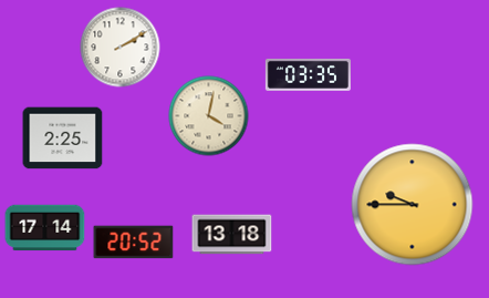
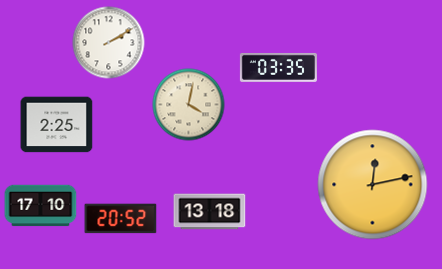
clock at (413, 205): 9:45 -> 12:13
clock at (45, 228): 17:14 -> 17:10
